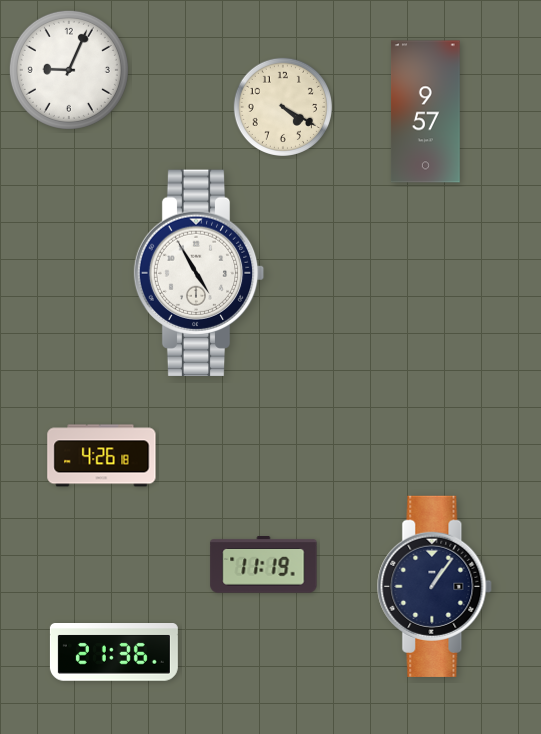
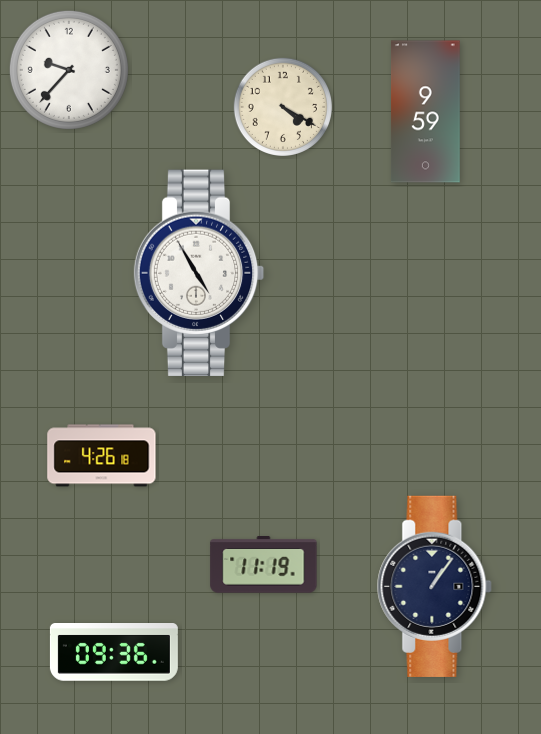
clock at (69, 70): 9:04 -> 9:37
clock at (426, 112): 9:57 -> 9:59
clock at (114, 653): 21:36 -> 09:36
